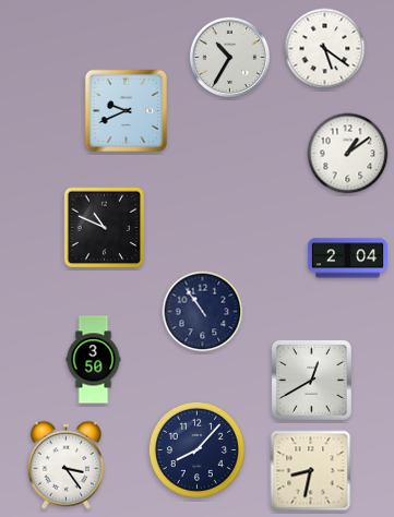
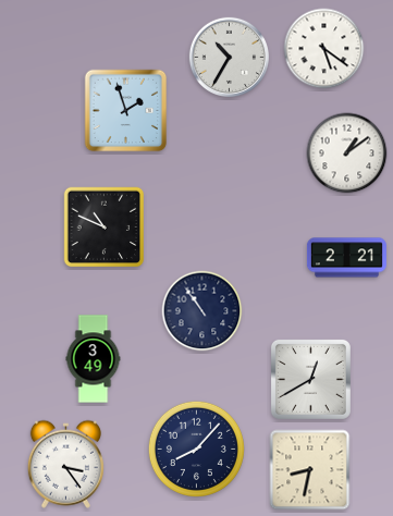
clock at (127, 111): 9:41 -> 1:57
clock at (347, 258): 2:04 -> 2:21
clock at (94, 360): 3:50 -> 3:49
